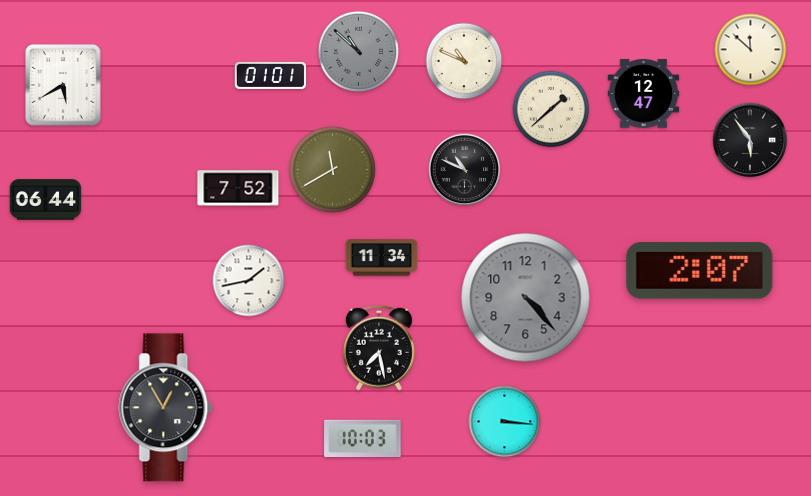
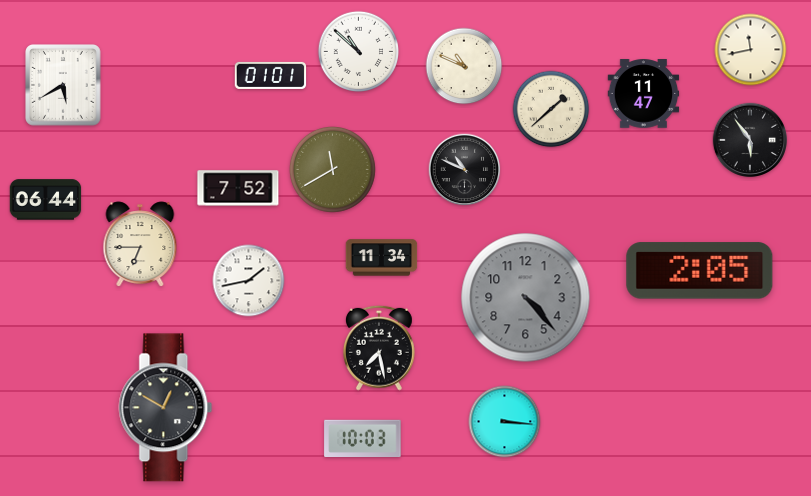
clock at (751, 50): 11:52 -> 11:43
clock at (358, 51) dial: grey -> white
clock at (464, 61) position: (464, 61) -> (464, 66)
clock at (644, 94): 12:47 -> 11:47
clock at (140, 244): none -> 6:45
clock at (700, 271): 2:07 -> 2:05
clock at (166, 408): 12:55 -> 12:50
